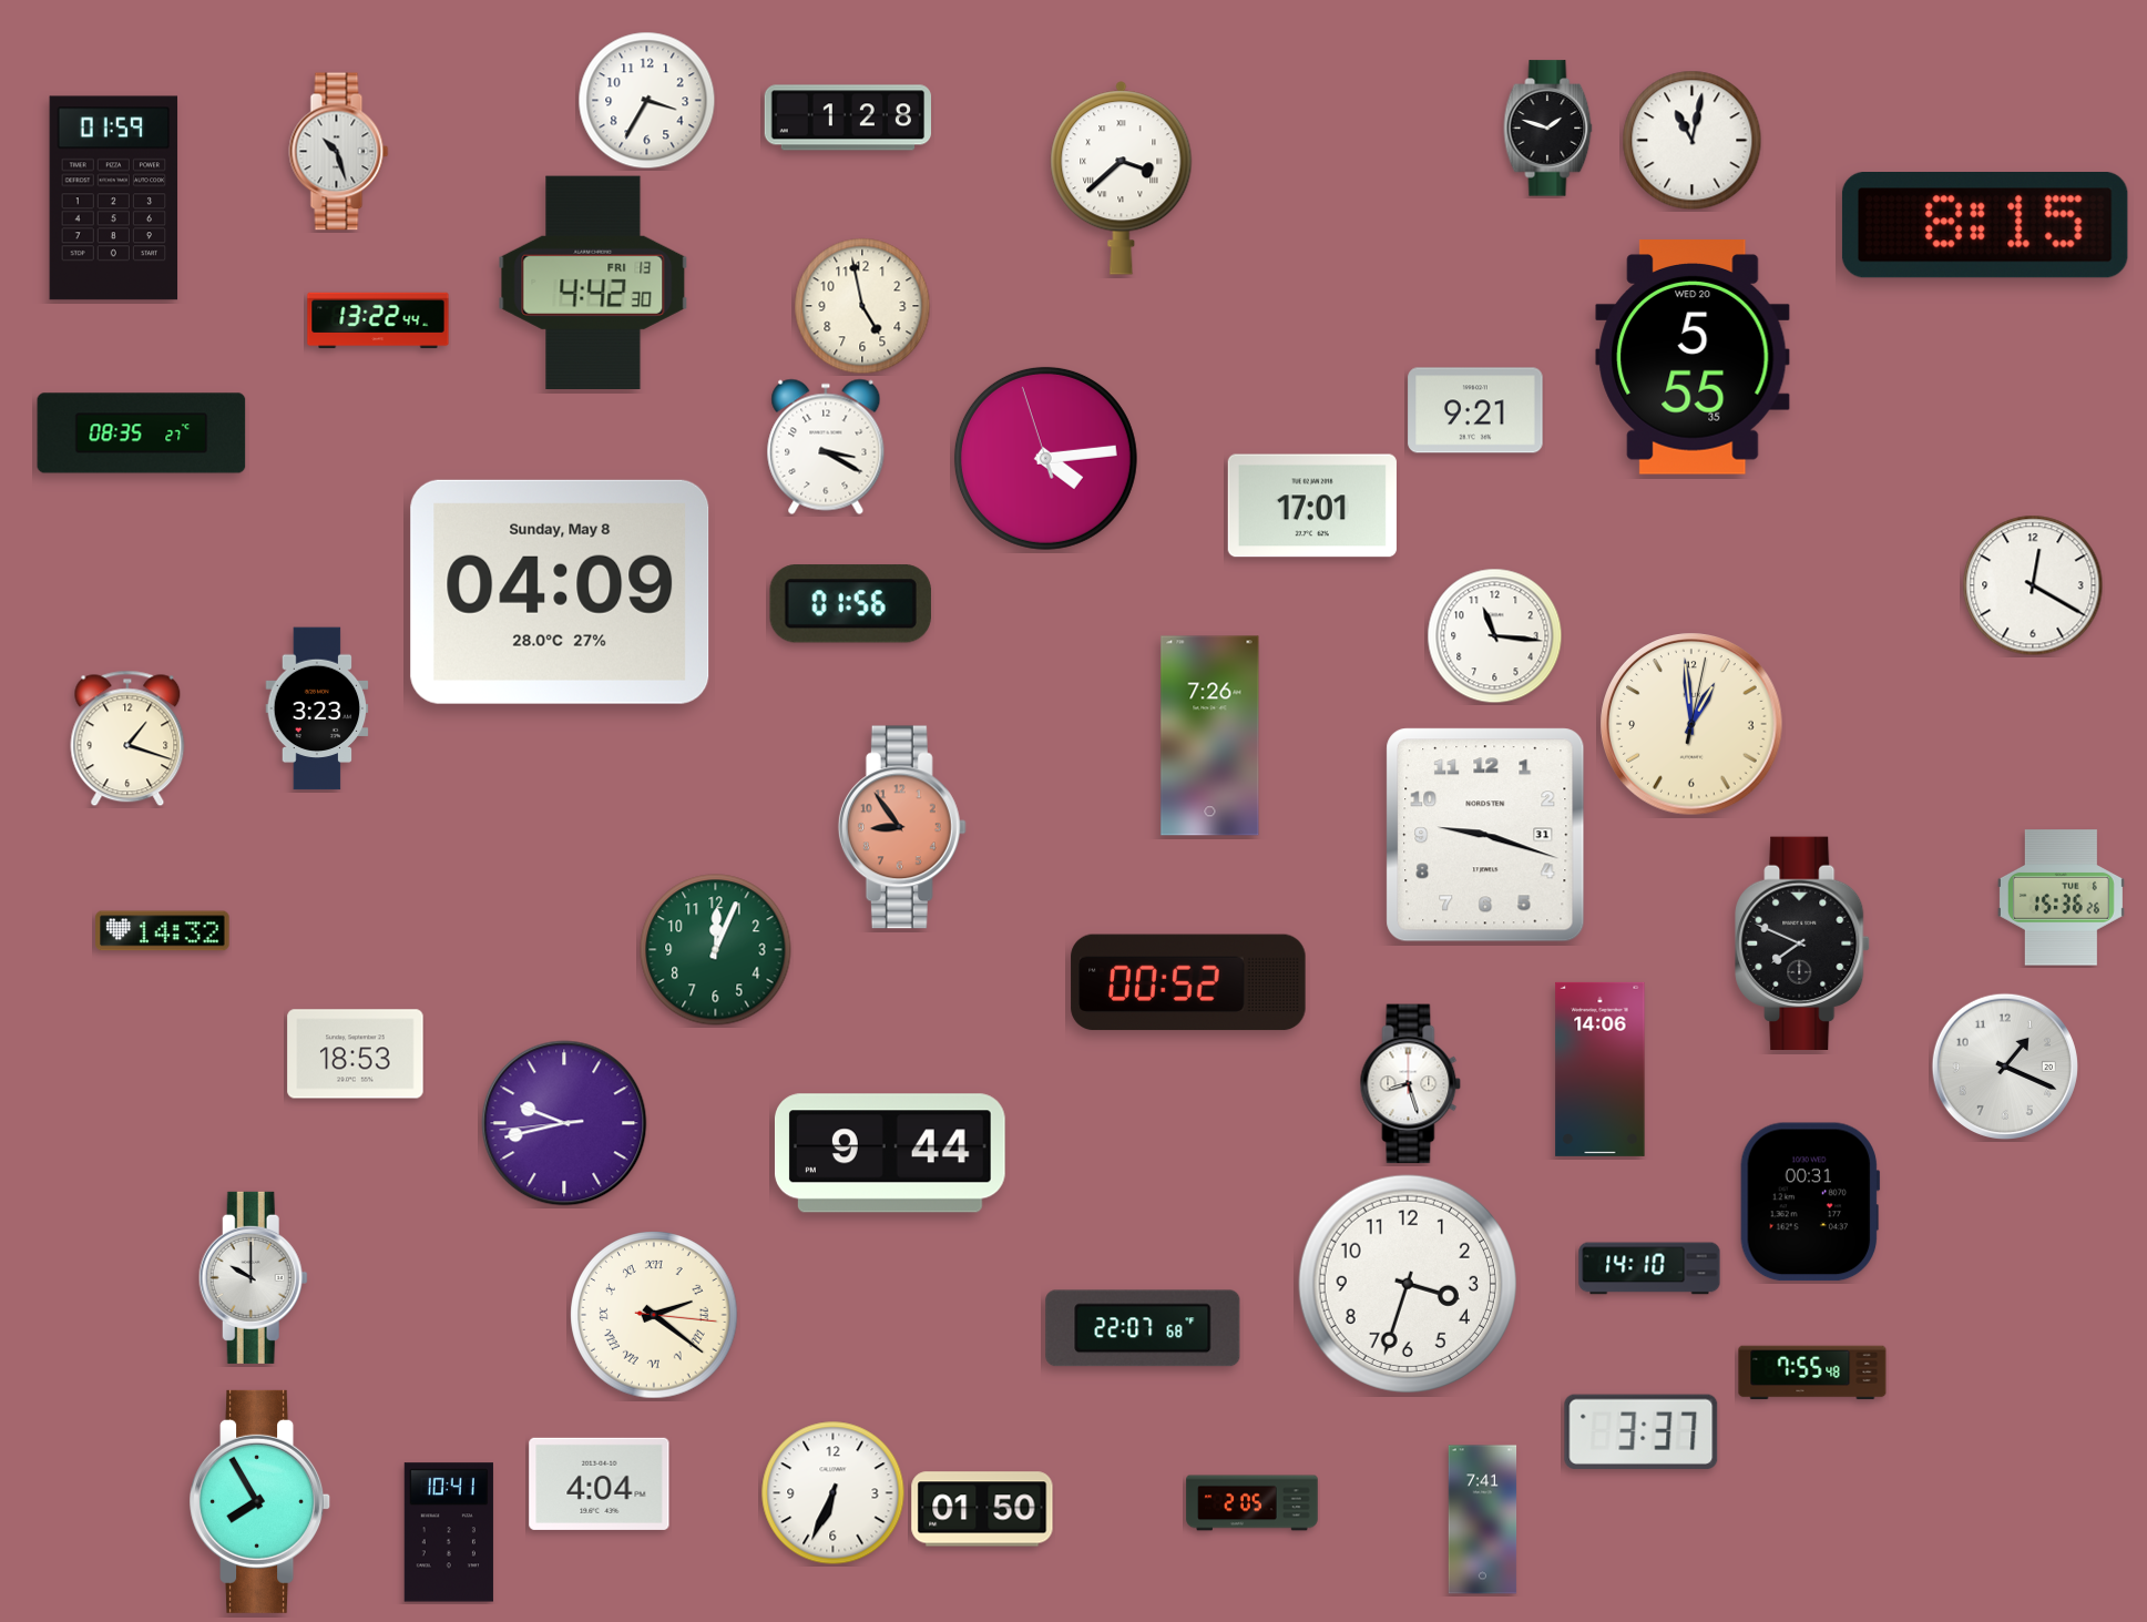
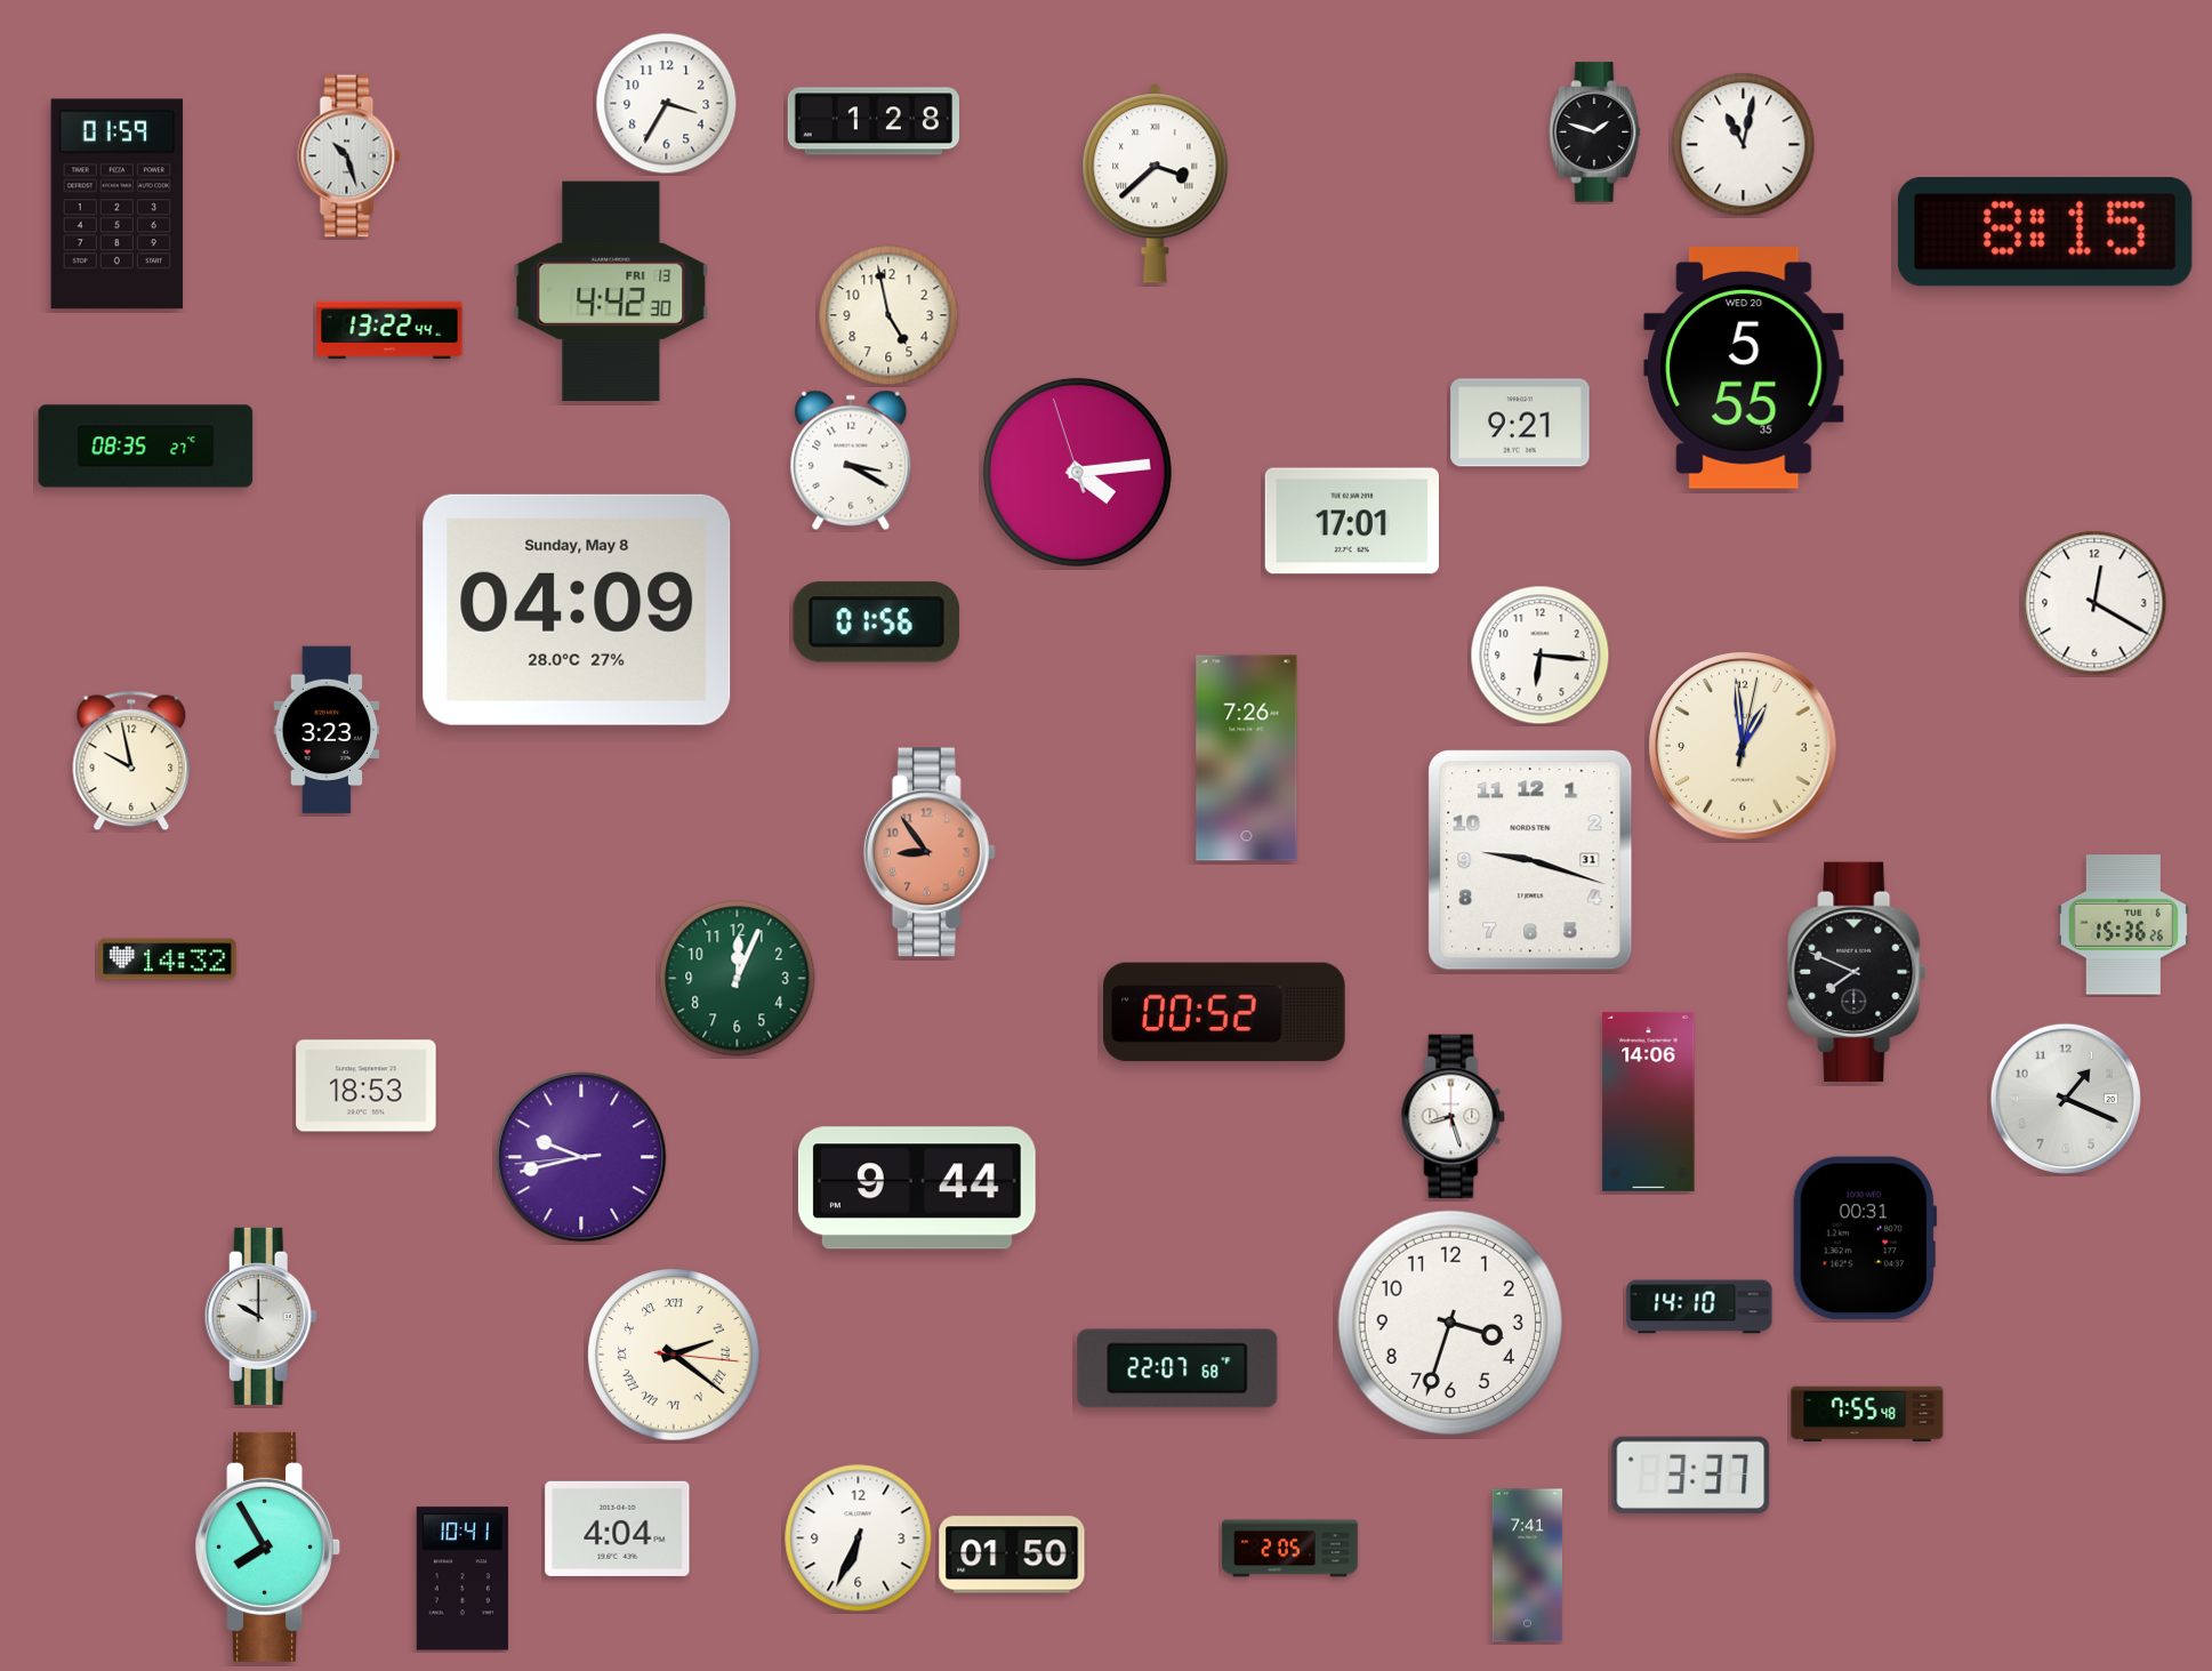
clock at (1495, 636): 11:16 -> 6:16
clock at (127, 738): 1:18 -> 9:58
